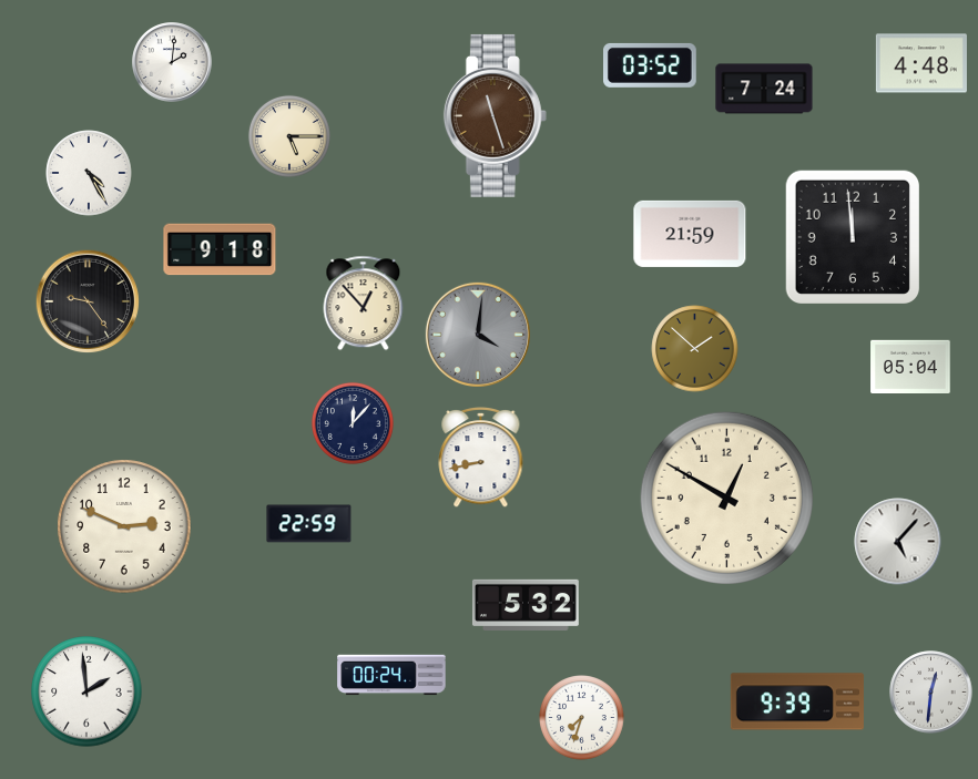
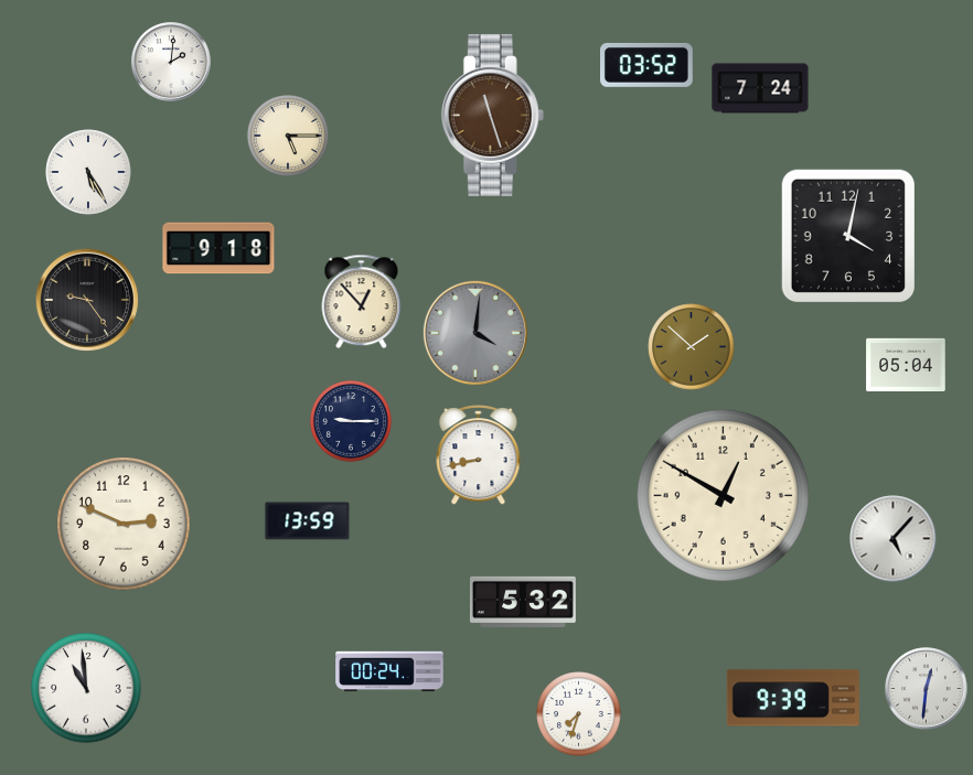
clock at (921, 63): 4:48 -> none
clock at (89, 173): 4:25 -> 5:25
clock at (690, 234): 21:59 -> none
clock at (852, 236): 11:59 -> 4:02
clock at (353, 423): 12:07 -> 9:15
clock at (309, 524): 22:59 -> 13:59
clock at (86, 691): 1:59 -> 10:59
